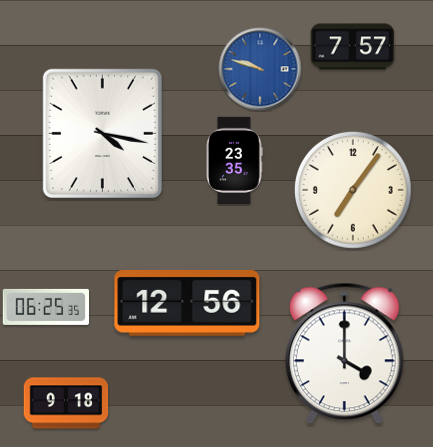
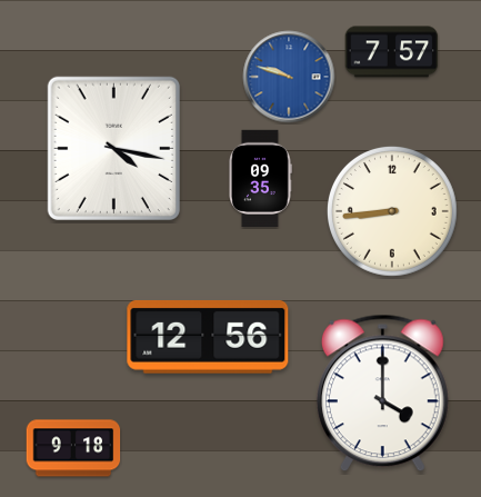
clock at (235, 160): 23:35 -> 09:35
clock at (353, 190): 7:06 -> 8:44
clock at (46, 307): 06:25 -> none
